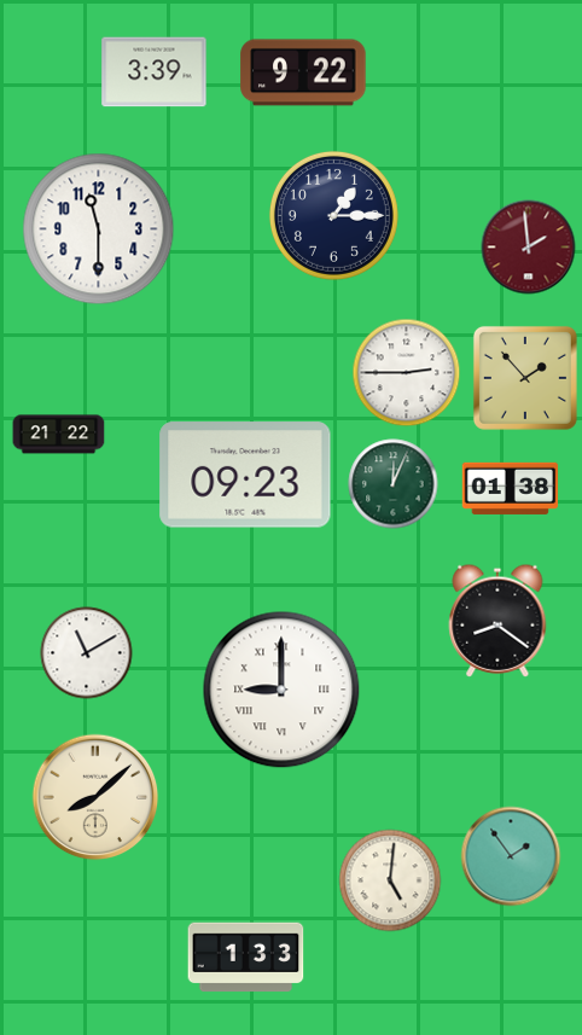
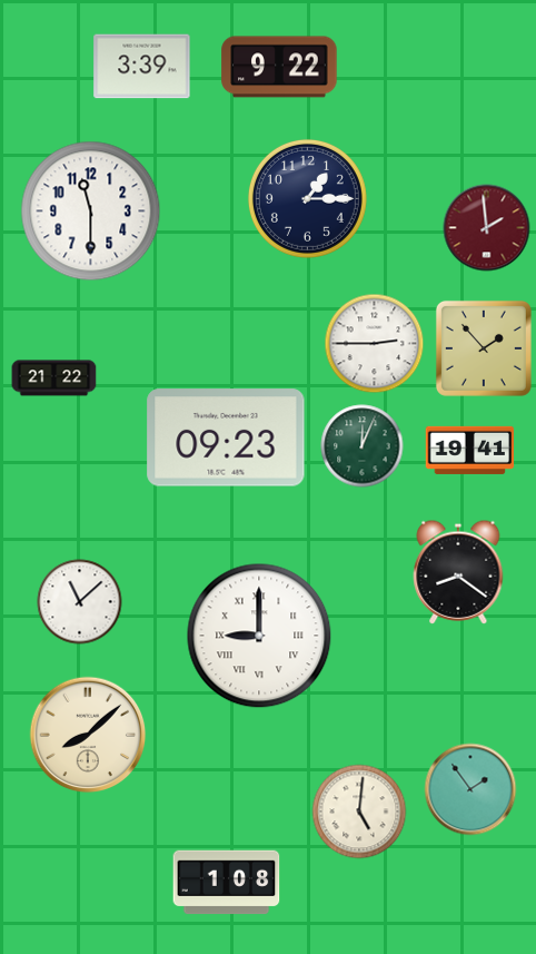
clock at (59, 435) position: (59, 435) -> (54, 378)
clock at (511, 488): 01:38 -> 19:41
clock at (87, 653): 11:10 -> 11:08
clock at (246, 958): 1:33 -> 1:08
